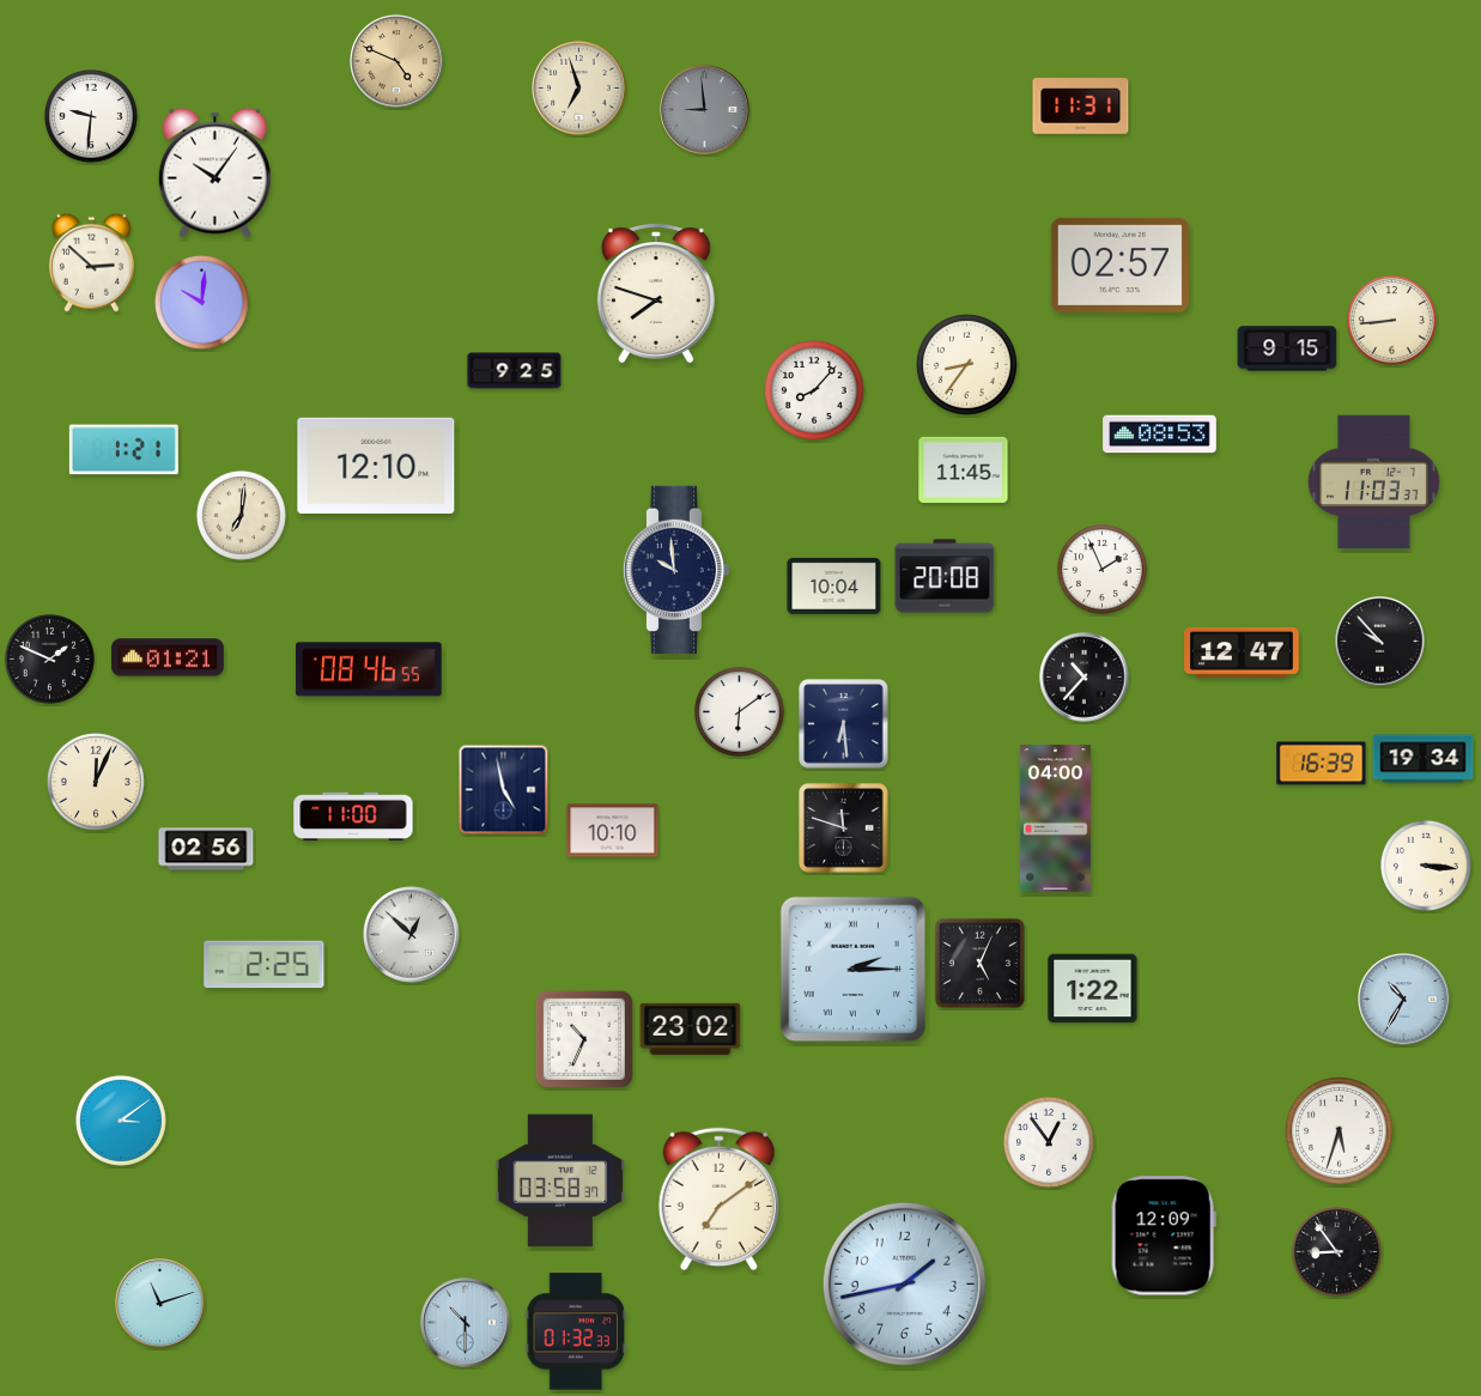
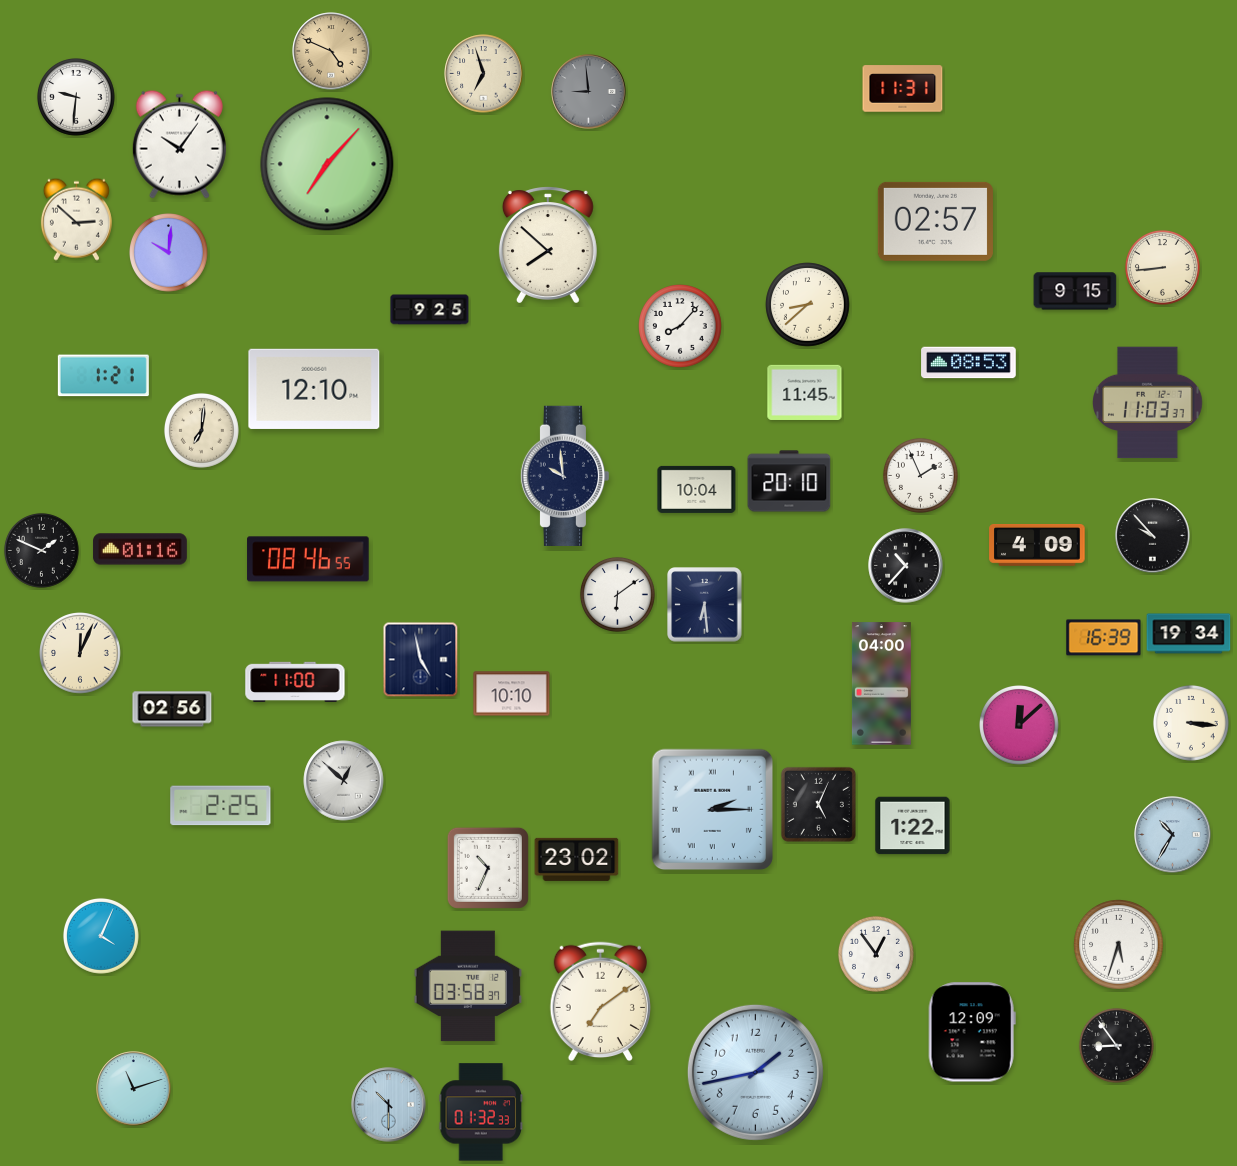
clock at (327, 164): none -> 7:07
clock at (656, 293): 7:48 -> 7:52
clock at (967, 365): 8:36 -> 8:38
clock at (945, 576): 20:08 -> 20:10
clock at (1242, 654): 12:47 -> 4:09
clock at (168, 657): 01:21 -> 01:16
clock at (844, 829): 11:48 -> none
clock at (1020, 726): none -> 12:08
clock at (121, 1121): 3:09 -> 4:04
